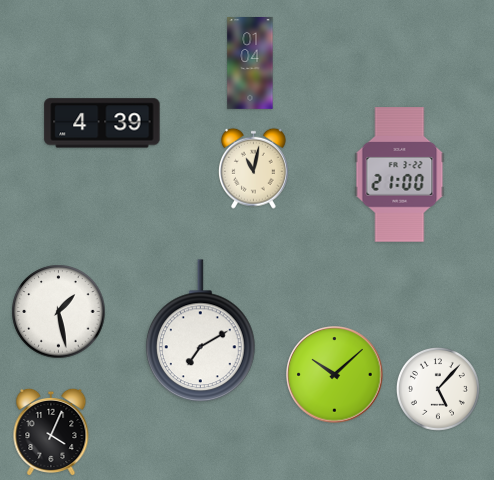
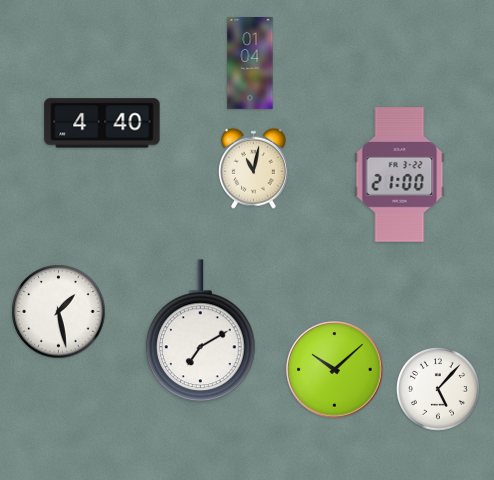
clock at (102, 123): 4:39 -> 4:40
clock at (335, 375) position: (335, 375) -> (335, 370)
clock at (51, 432): 4:04 -> none
